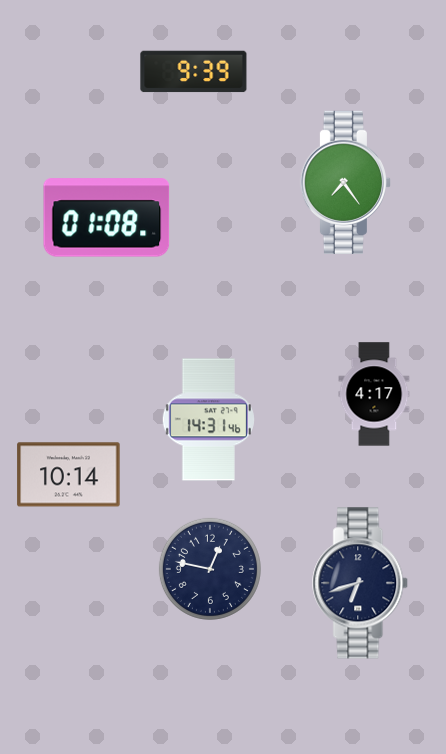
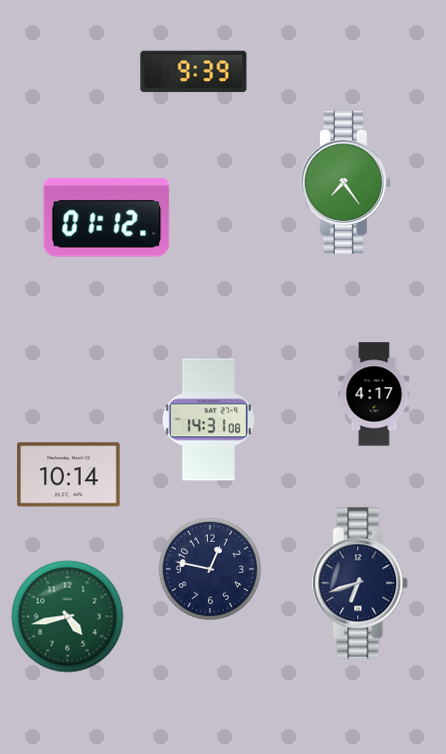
clock at (107, 218): 01:08 -> 01:12
clock at (208, 420): 14:31:46 -> 14:31:08
clock at (68, 617): none -> 4:43
